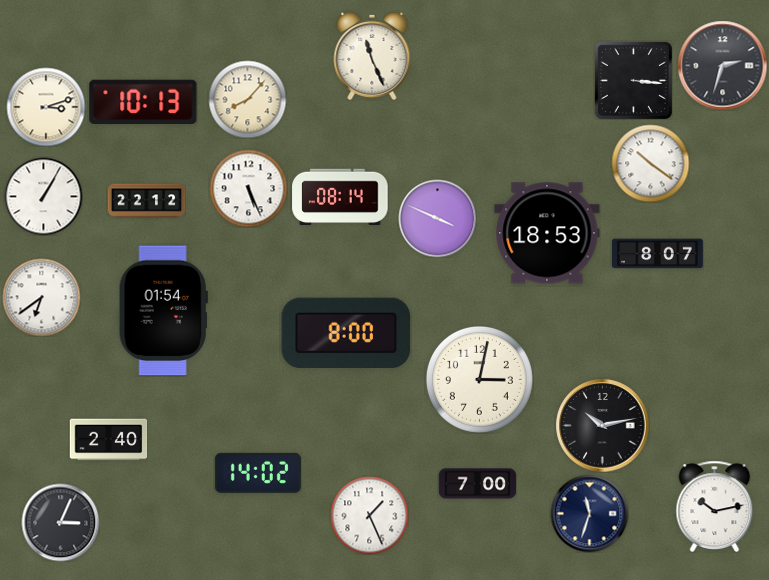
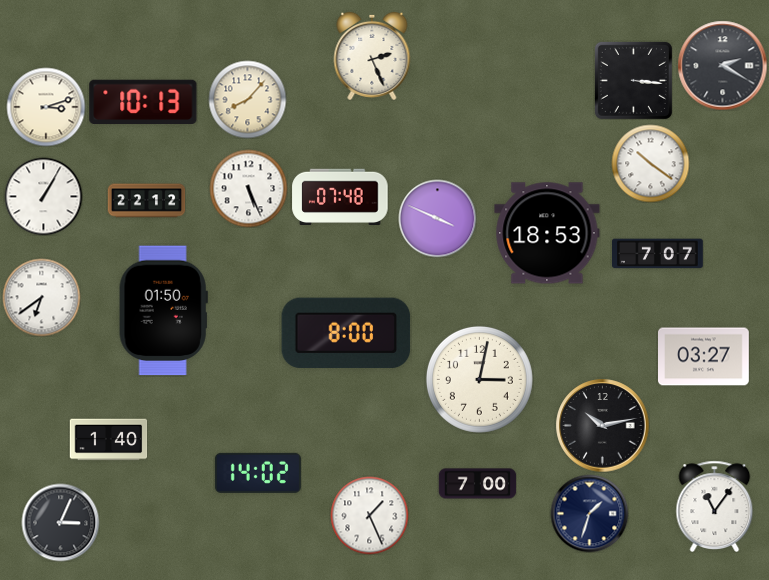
clock at (372, 56): 11:26 -> 2:26
clock at (722, 65): 2:33 -> 2:20
clock at (340, 196): 08:14 -> 07:48
clock at (658, 254): 8:07 -> 7:07
clock at (163, 311): 01:54 -> 01:50
clock at (704, 357): none -> 03:27
clock at (108, 440): 2:40 -> 1:40
clock at (715, 506): 10:13 -> 11:06
clock at (589, 513): 11:33 -> 1:33
